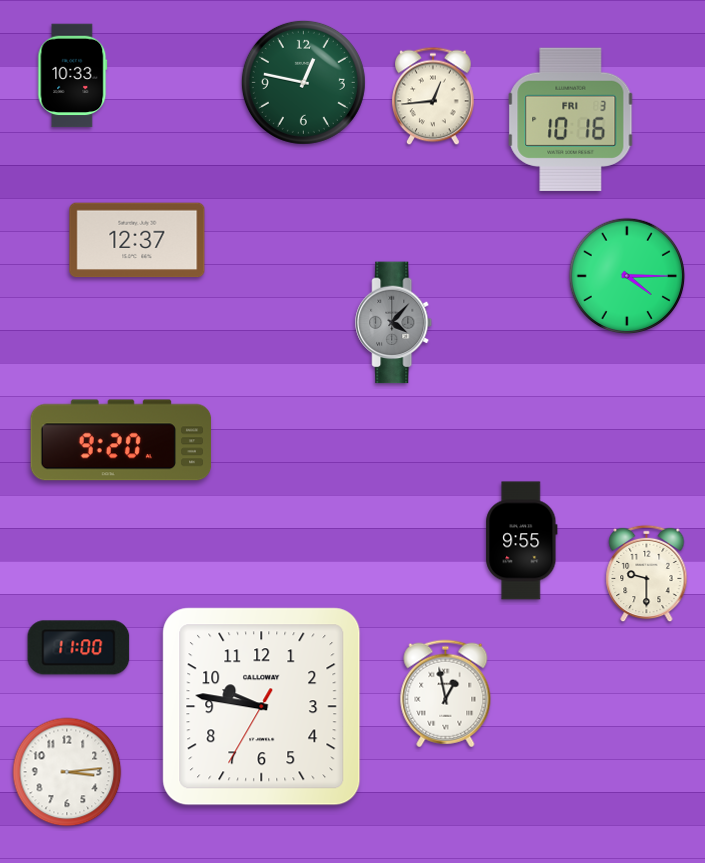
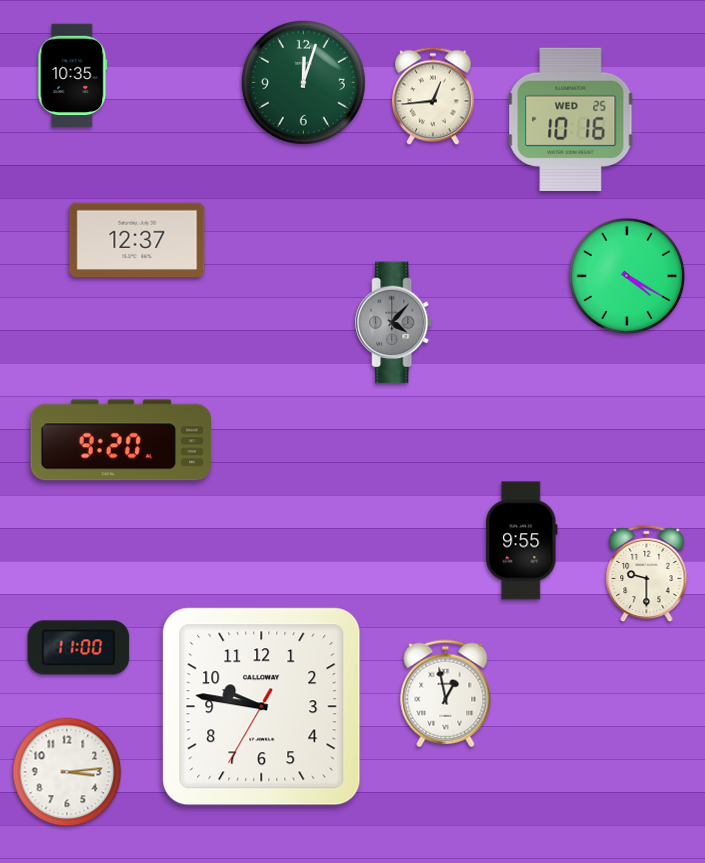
clock at (73, 76): 10:33 -> 10:35
clock at (303, 82): 12:47 -> 12:03
clock at (571, 119) date: FRI 3 -> WED 25
clock at (627, 276): 4:15 -> 4:20
